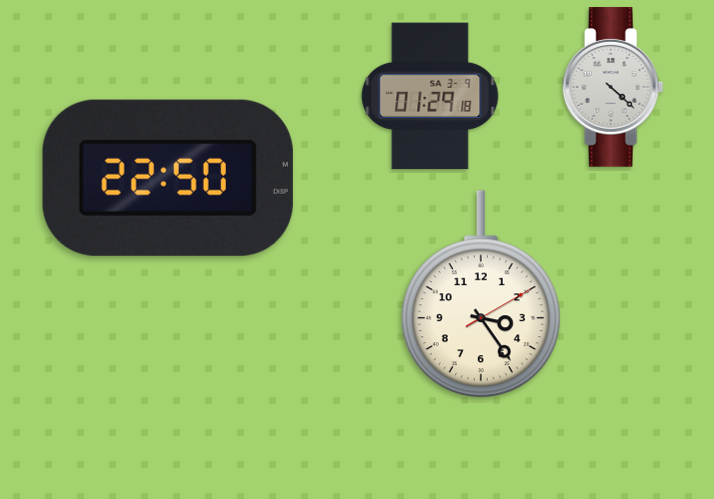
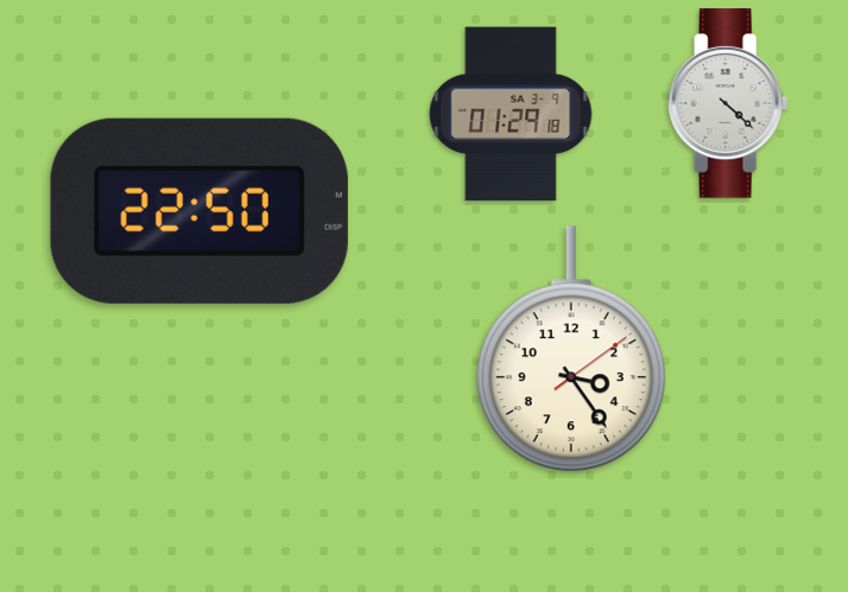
clock at (481, 295): 3:24:10 -> 3:24:09
